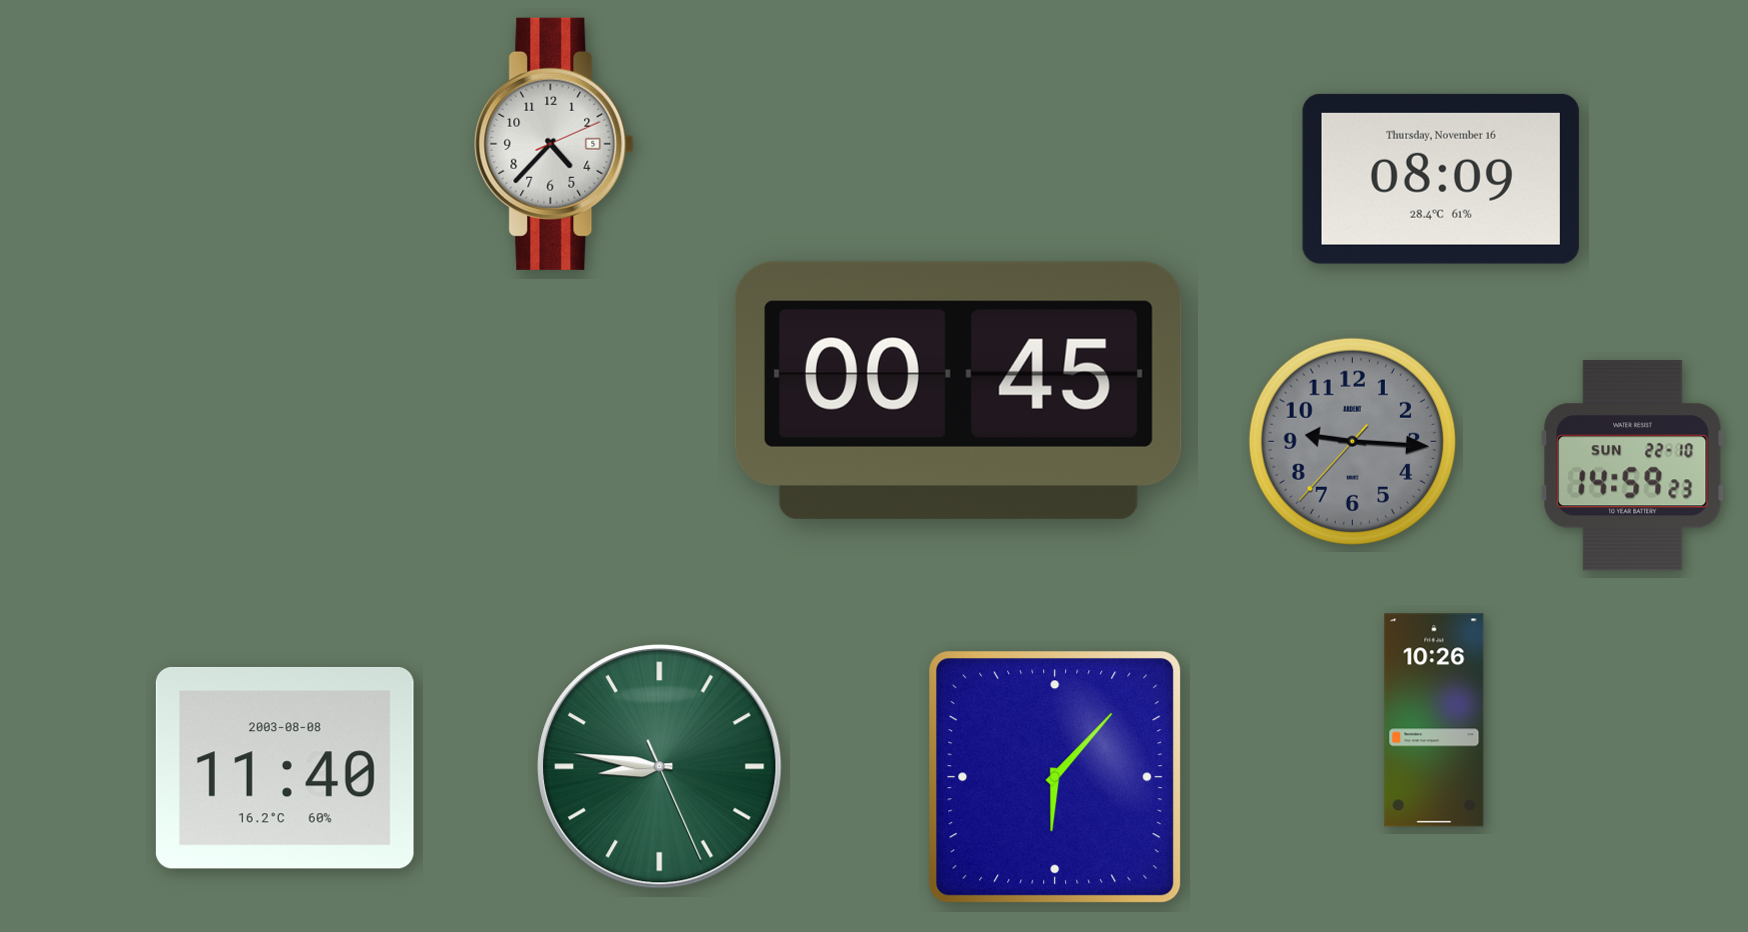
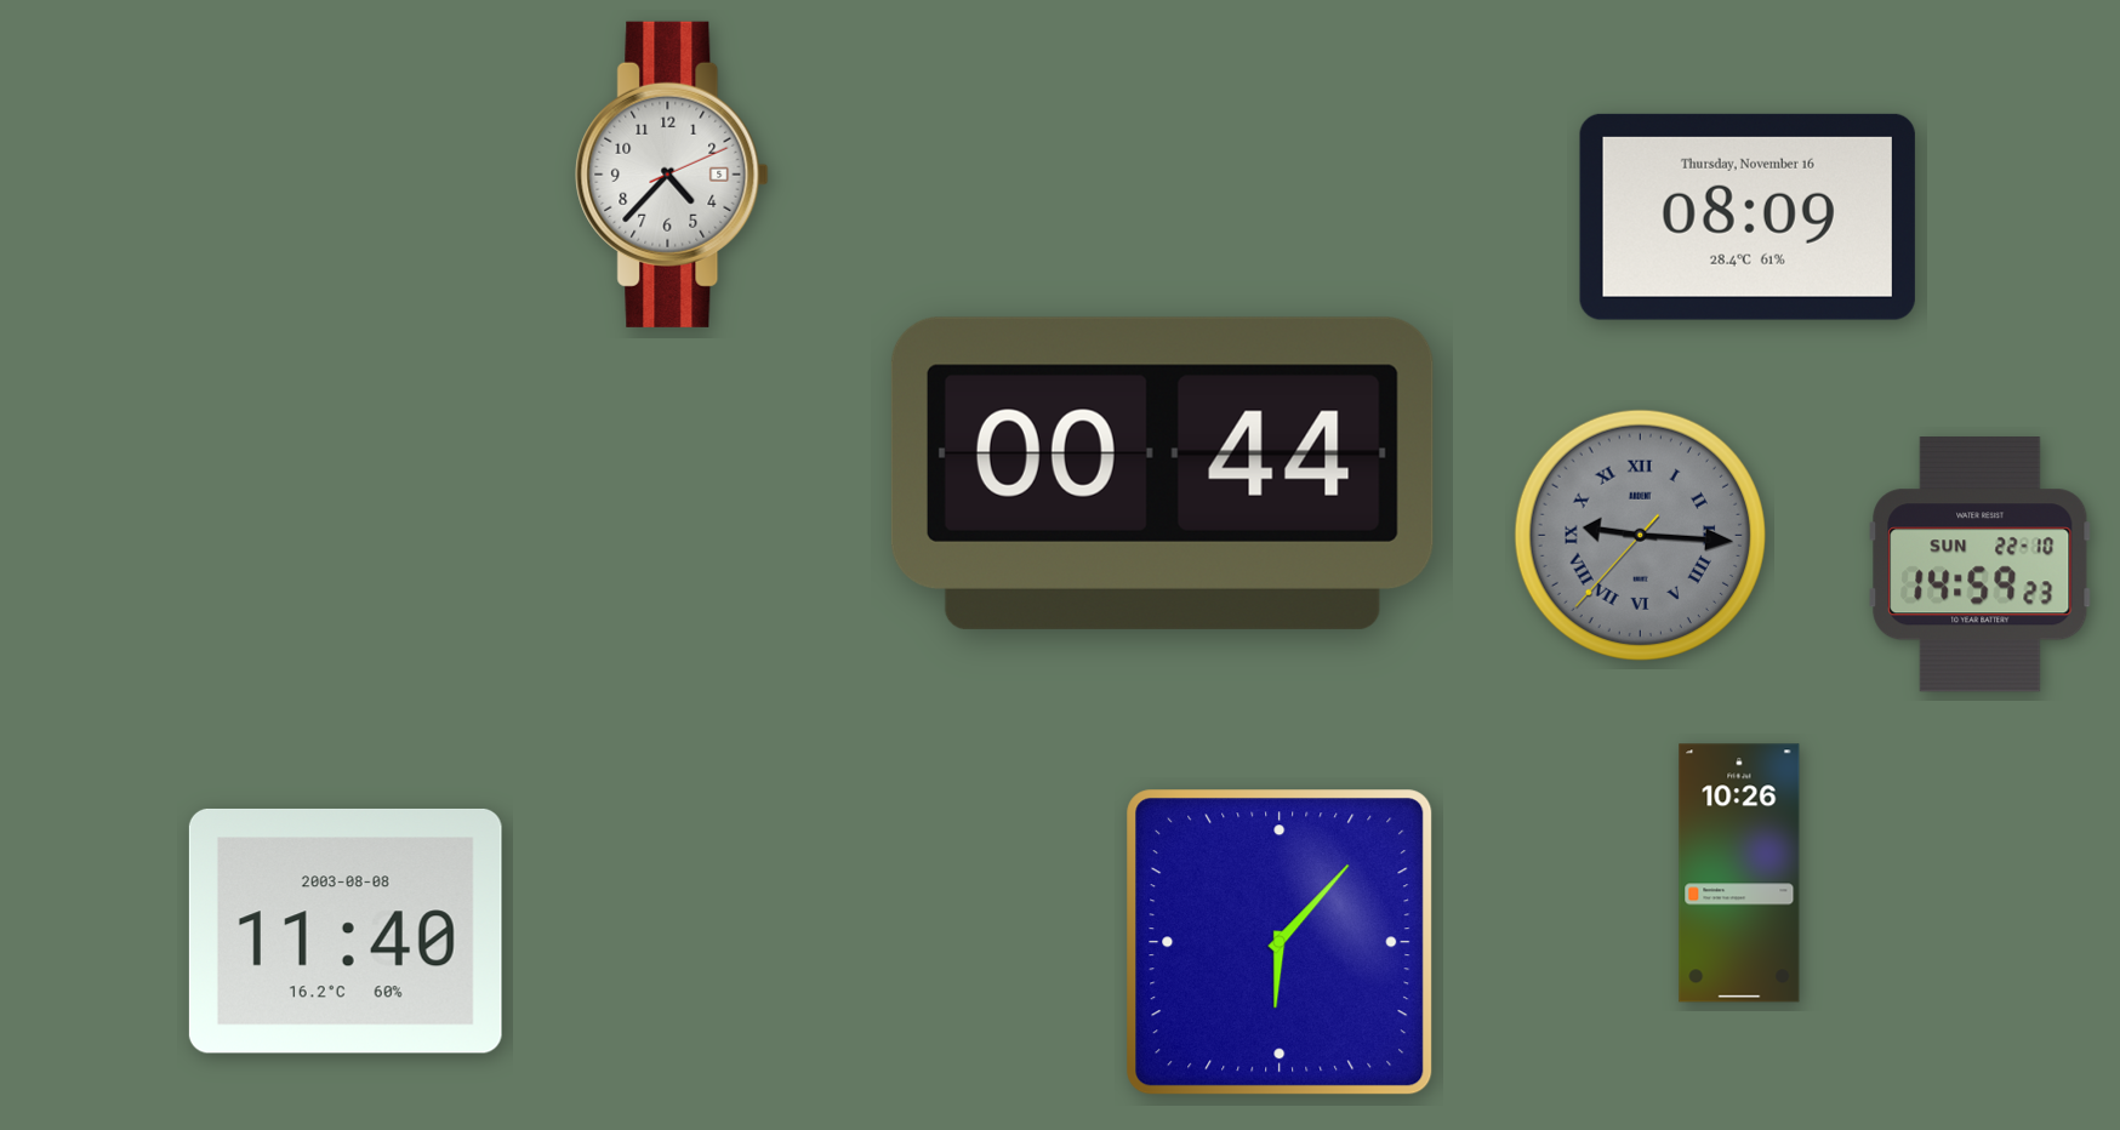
clock at (958, 390): 00:45 -> 00:44
clock at (1352, 441) numerals: Arabic -> Roman
clock at (660, 767): 8:46 -> none
